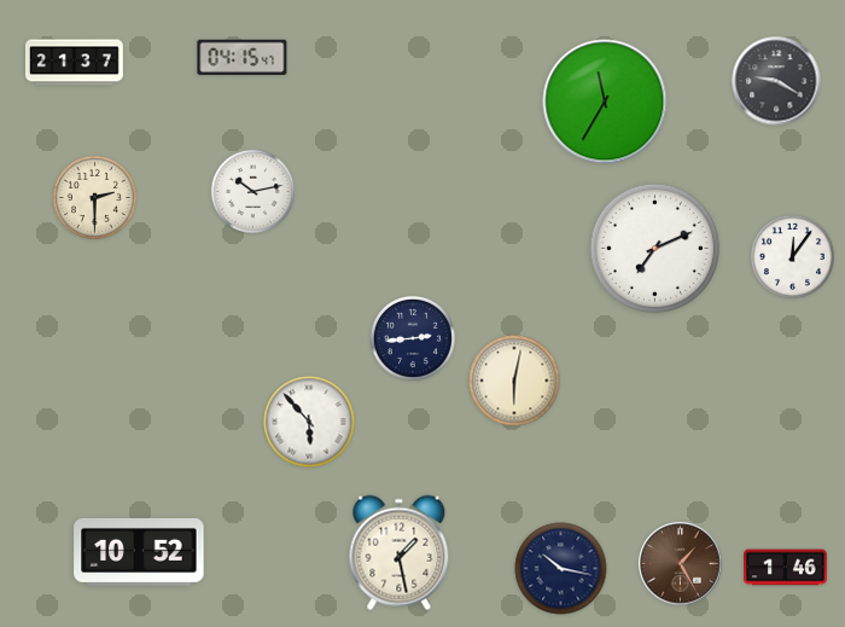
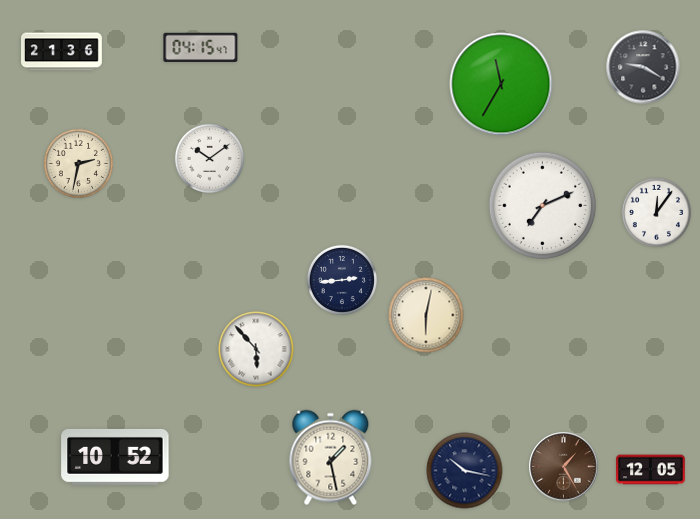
clock at (75, 63): 21:37 -> 21:36
clock at (252, 191): 10:13 -> 10:09
clock at (94, 197): 2:30 -> 2:32
clock at (786, 568): 1:46 -> 12:05
